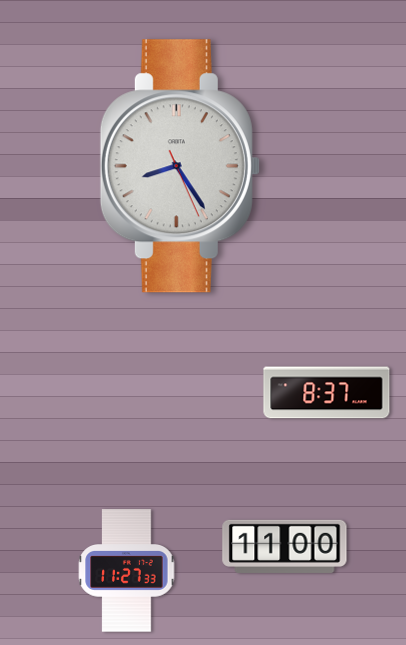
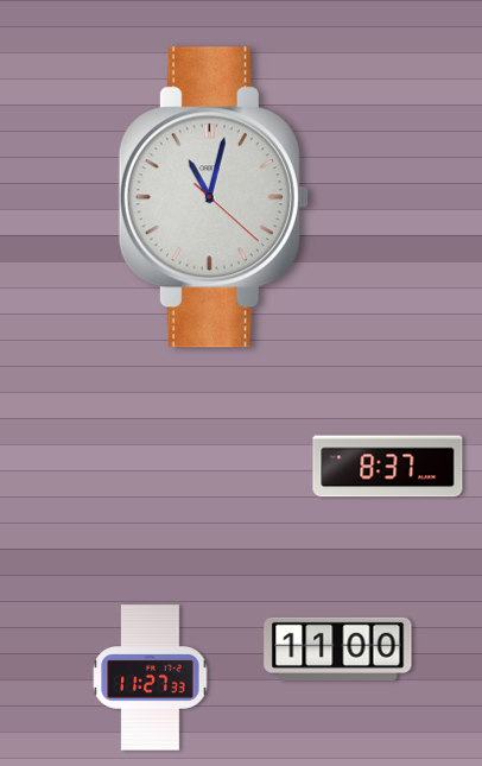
clock at (180, 166): 8:24 -> 11:02
